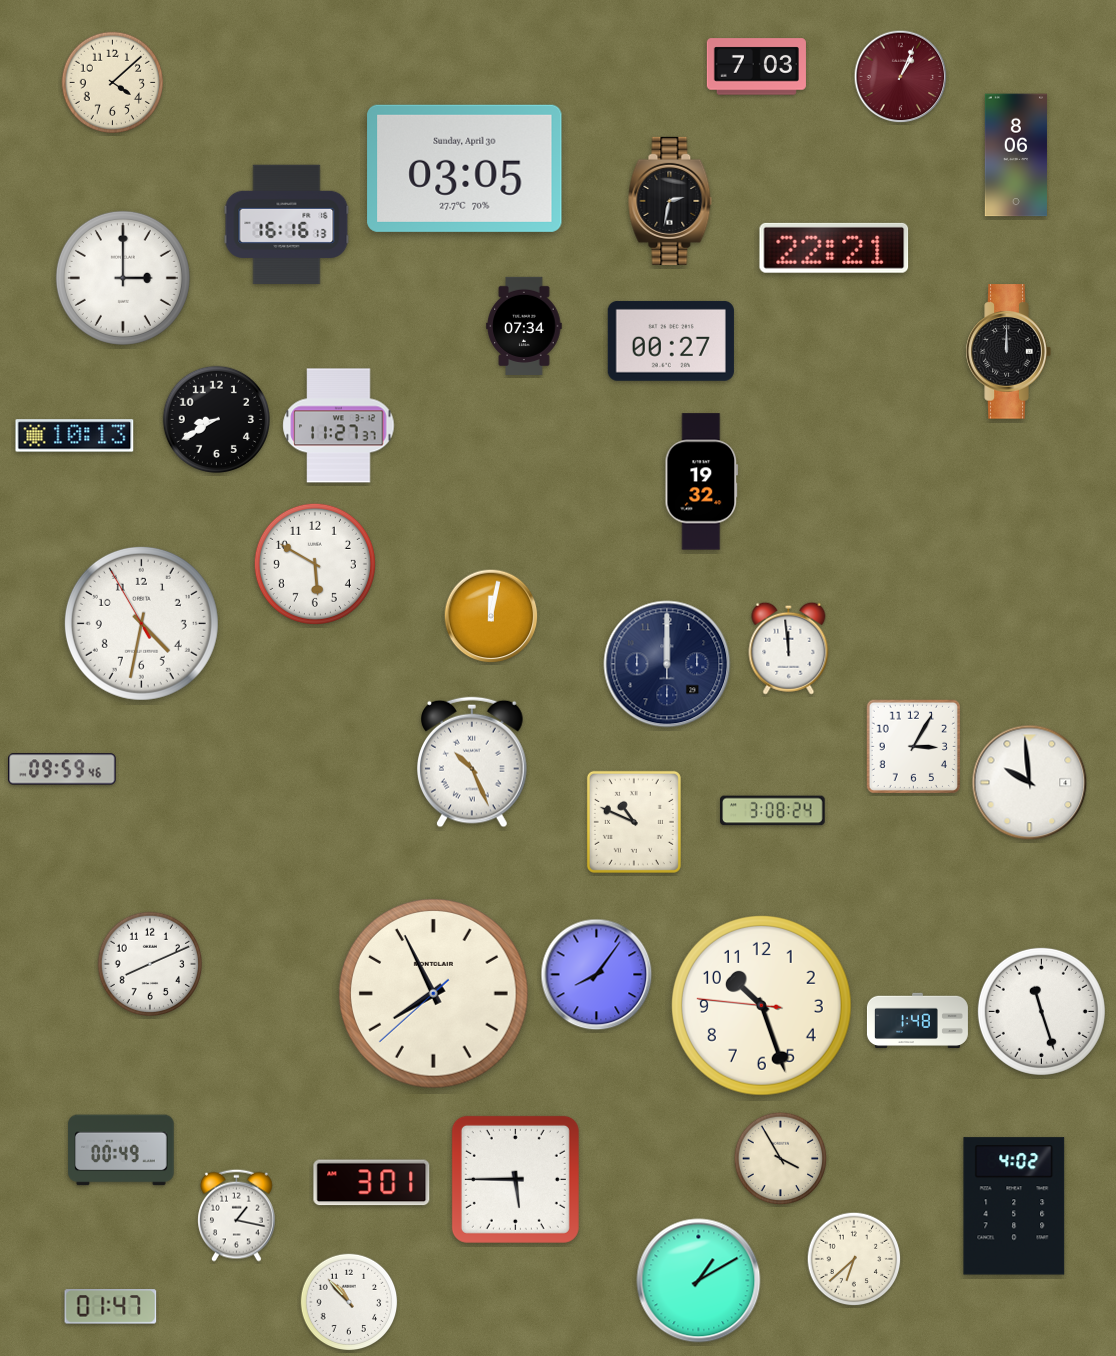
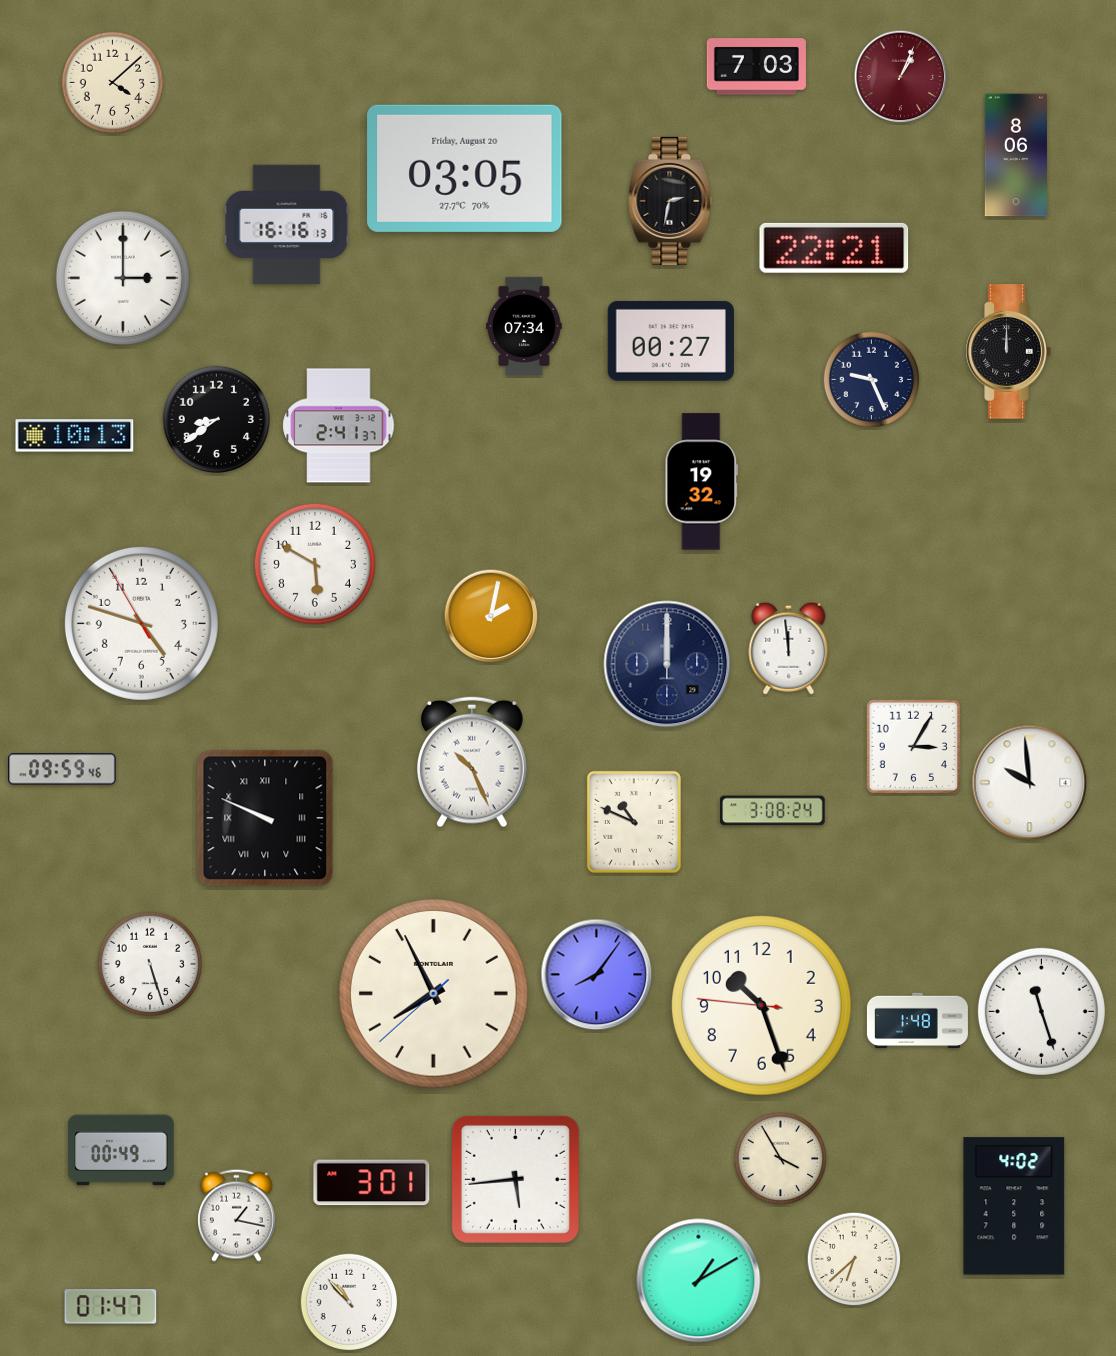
clock at (465, 168) date: Sunday, April 30 -> Friday, August 20
clock at (872, 380): none -> 9:26
clock at (216, 419): 8:40 -> 8:39
clock at (339, 426): 11:27 -> 2:41
clock at (491, 616): 12:02 -> 2:02
clock at (141, 623): 4:31 -> 4:47
clock at (265, 818): none -> 9:49
clock at (149, 963): 8:11 -> 5:27
clock at (515, 1179): 5:45 -> 5:44
